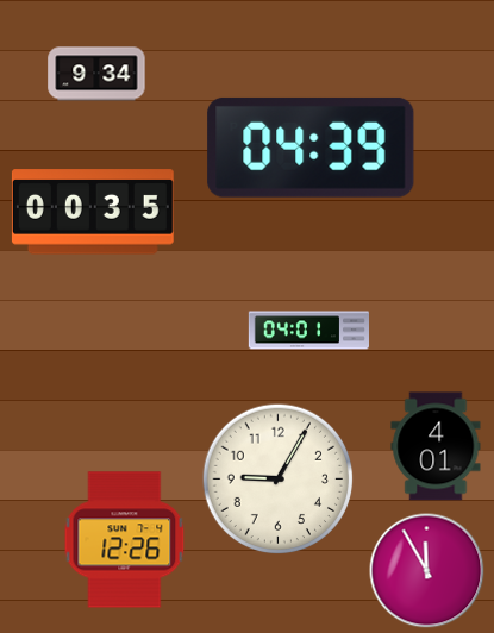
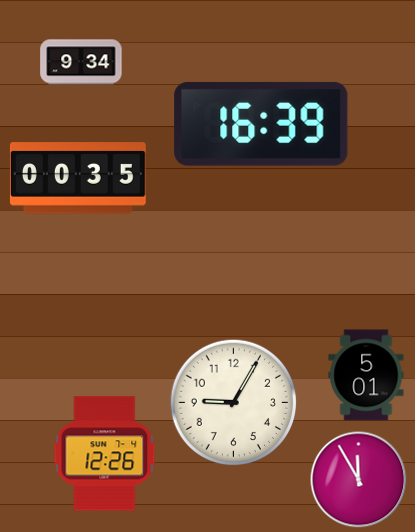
clock at (311, 148): 04:39 -> 16:39
clock at (309, 331): 04:01 -> none
clock at (436, 446): 4:01 -> 5:01
